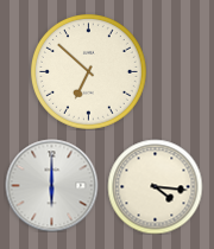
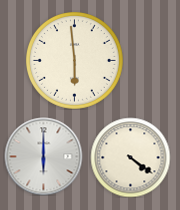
clock at (89, 72): 6:52 -> 5:59
clock at (155, 186): 4:16 -> 4:21
